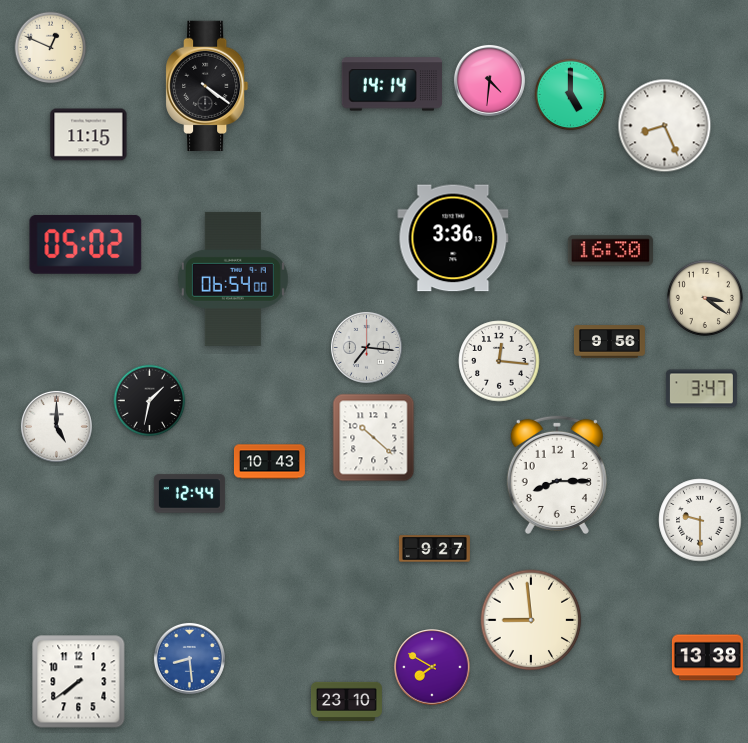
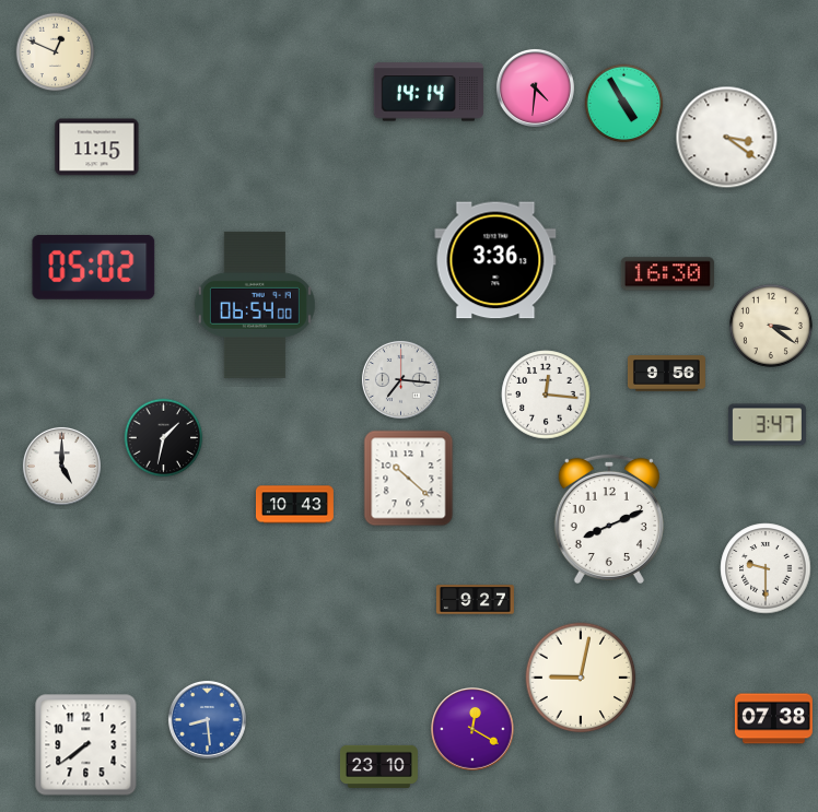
clock at (207, 86): 4:21 -> none
clock at (571, 95): 5:00 -> 4:55
clock at (665, 126): 8:26 -> 3:21
clock at (557, 474): 8:15 -> 8:11
clock at (189, 494): 12:44 -> none
clock at (531, 620): 8:59 -> 9:02
clock at (707, 658): 13:38 -> 07:38
clock at (432, 667): 7:50 -> 12:20
